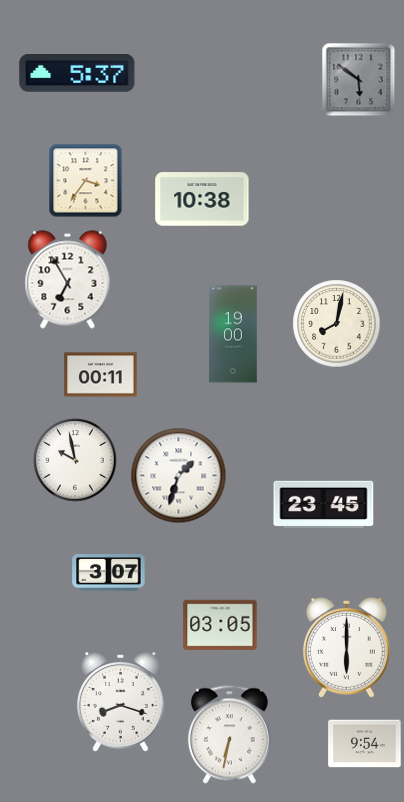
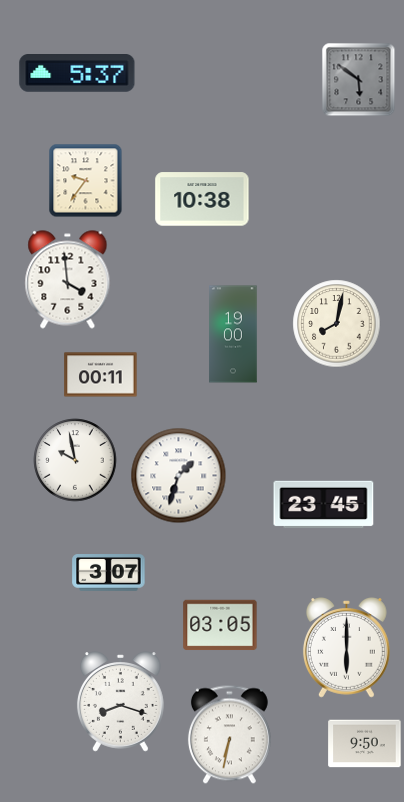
clock at (86, 181): 3:36 -> 9:36
clock at (68, 280): 6:55 -> 3:59
clock at (365, 744): 9:54 -> 9:50
